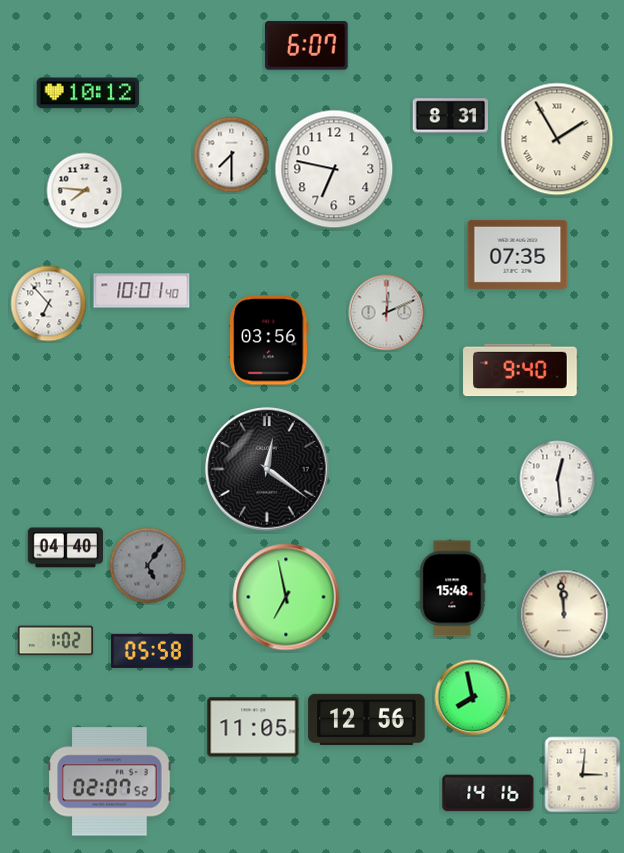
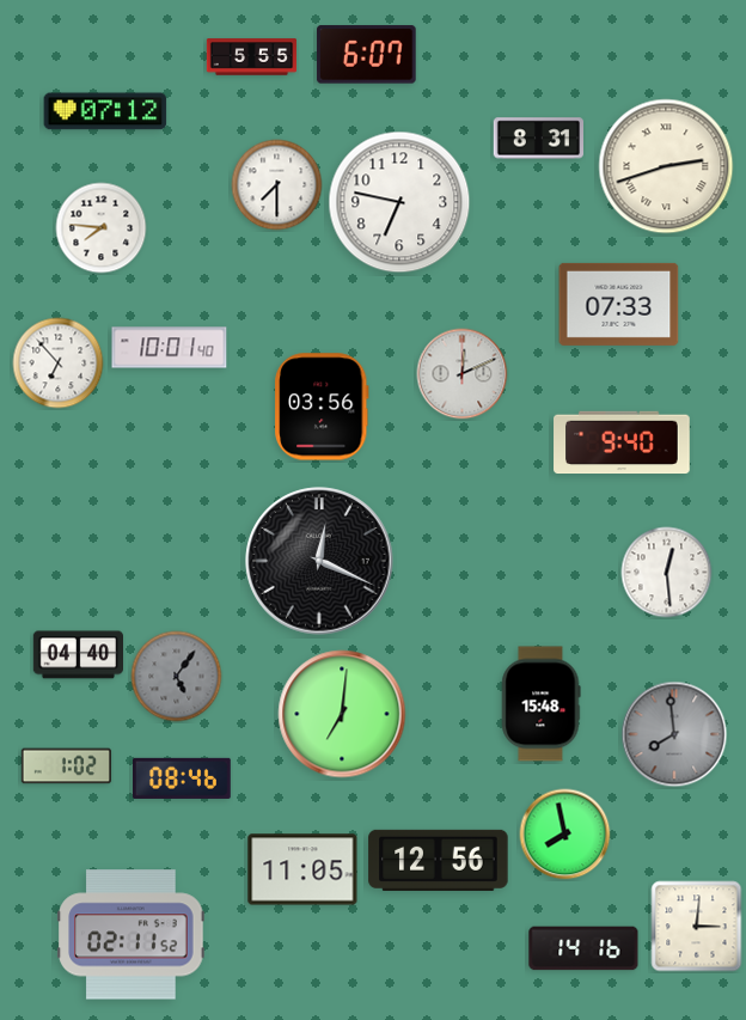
clock at (252, 57): none -> 5:55
clock at (88, 93): 10:12 -> 07:12
clock at (557, 139): 1:55 -> 2:42
clock at (518, 254): 07:35 -> 07:33
clock at (267, 469): 12:21 -> 12:19
clock at (286, 597): 6:58 -> 7:01
clock at (564, 614): 11:59 -> 7:59
clock at (564, 614) dial: cream -> grey
clock at (153, 651): 05:58 -> 08:46
clock at (110, 782): 02:07 -> 02:11
